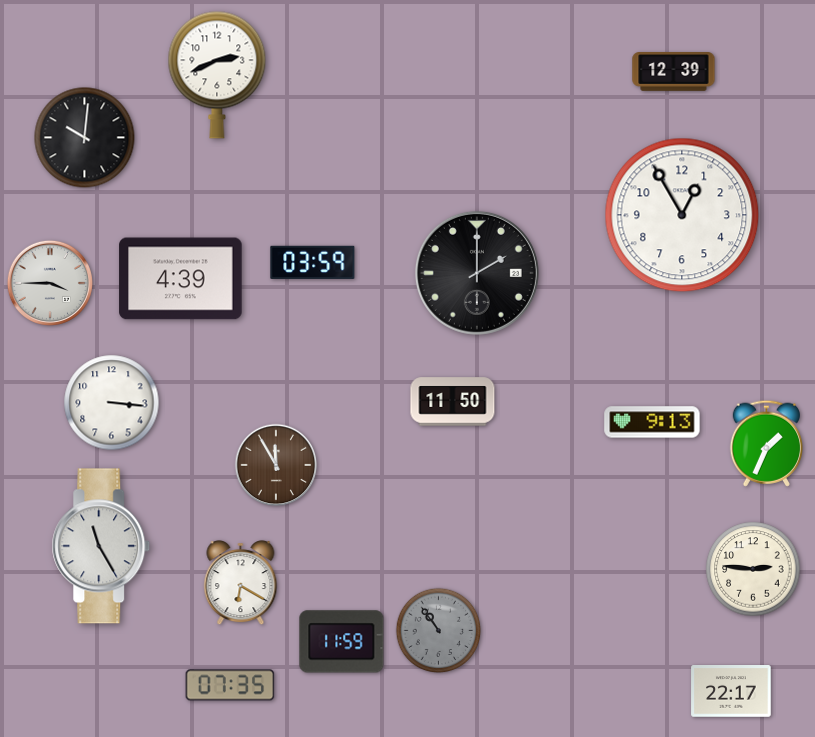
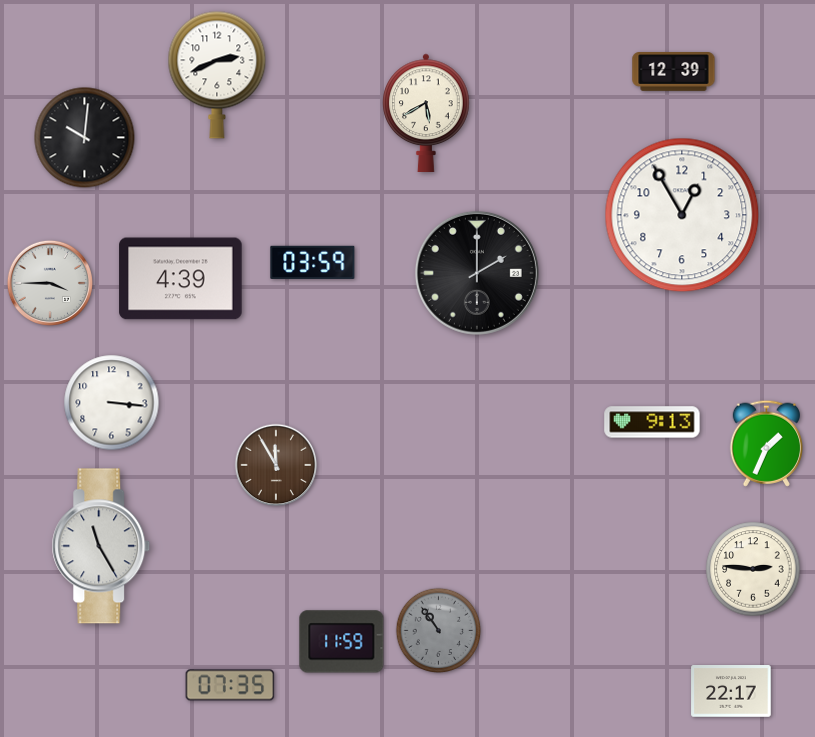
clock at (426, 112): none -> 5:40
clock at (453, 402): 11:50 -> none
clock at (241, 583): 6:20 -> none
